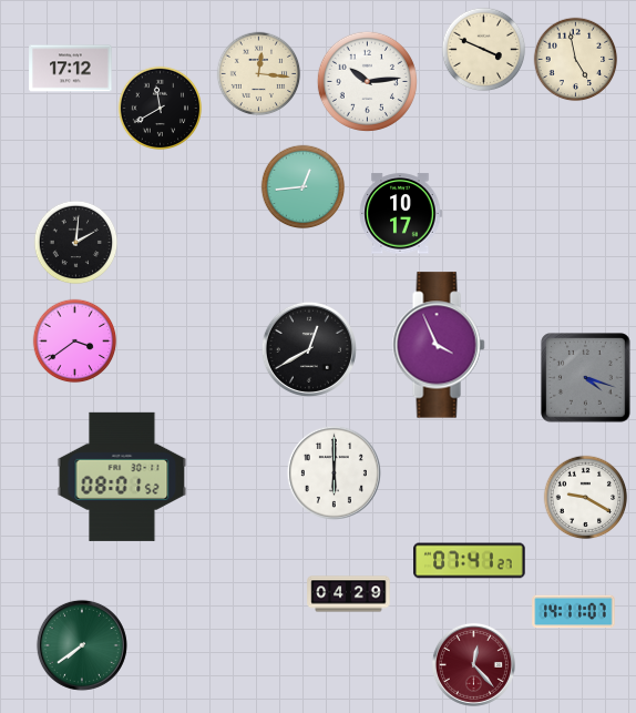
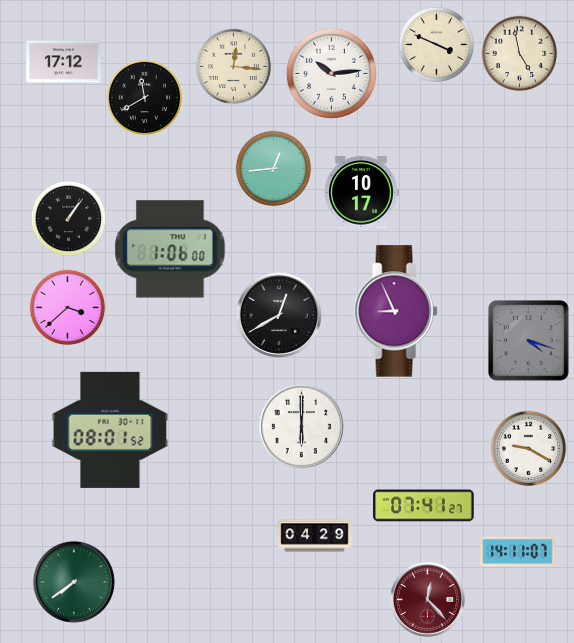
clock at (76, 243): 2:01 -> 1:06
clock at (170, 249): none -> 1:06
clock at (75, 342): 3:39 -> 3:38
clock at (439, 345): 3:56 -> 8:56
